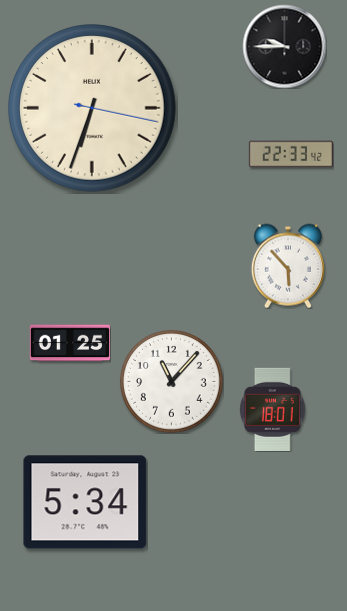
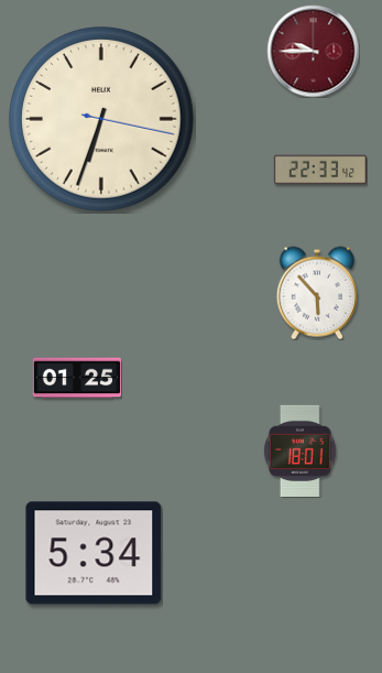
clock at (284, 46) dial: black -> burgundy
clock at (171, 381): 11:07 -> none
